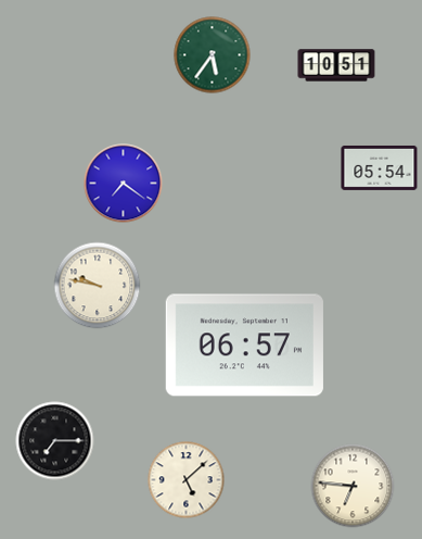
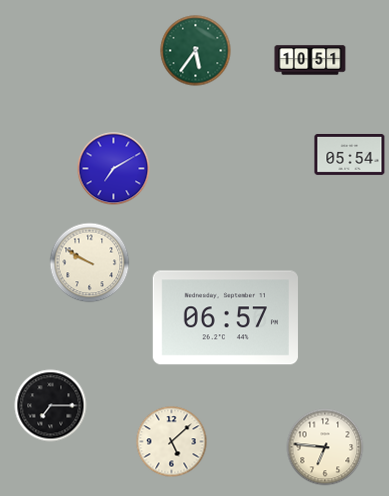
clock at (124, 184): 7:21 -> 7:10
clock at (98, 286): 9:47 -> 9:50
